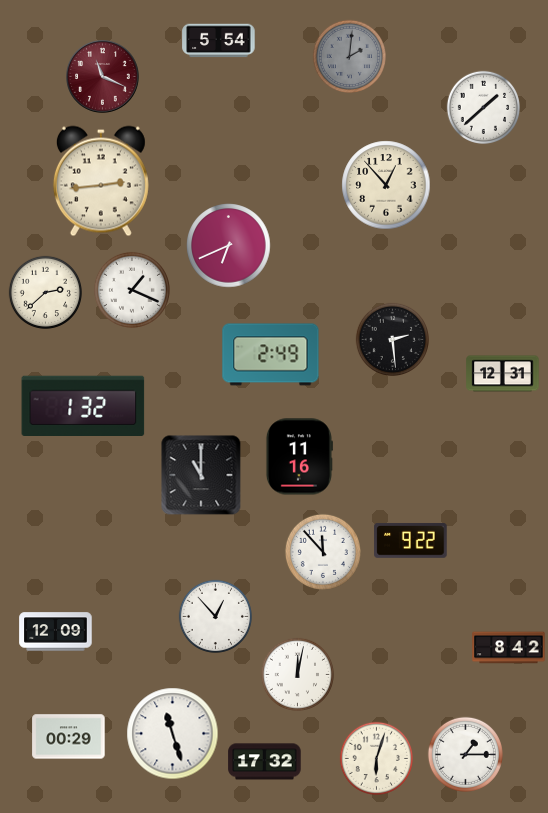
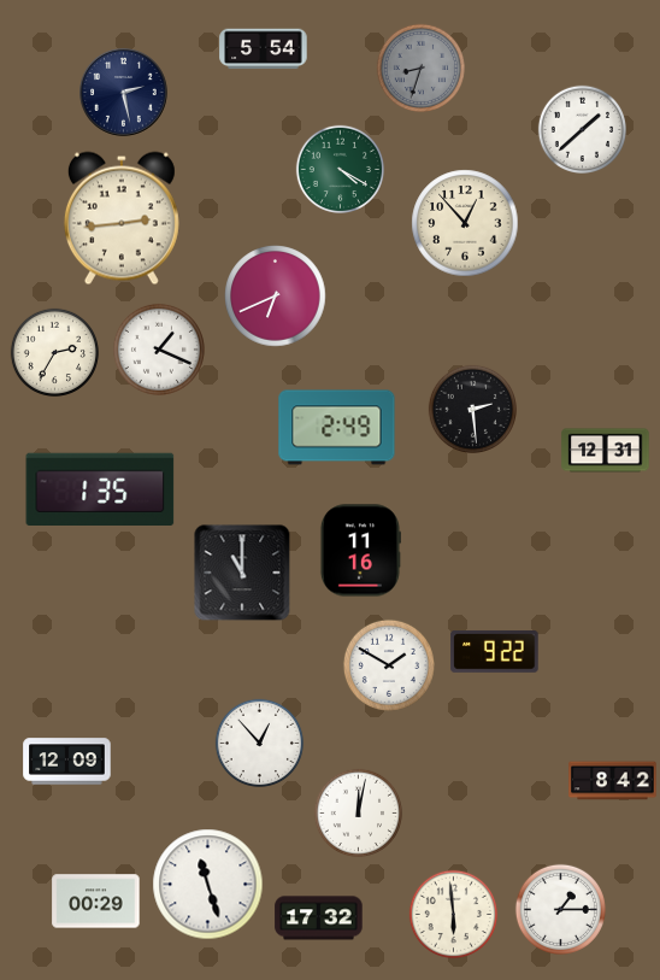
clock at (349, 56): 2:01 -> 8:33
clock at (103, 77): 11:19 -> 2:28
clock at (103, 77) dial: burgundy -> navy
clock at (340, 169): none -> 4:20
clock at (45, 292): 2:38 -> 2:35
clock at (271, 355) position: (271, 355) -> (337, 428)
clock at (83, 405): 1:32 -> 1:35
clock at (323, 552): 11:53 -> 1:50
clock at (69, 737) position: (69, 737) -> (96, 902)
clock at (376, 758): 6:03 -> 5:59
